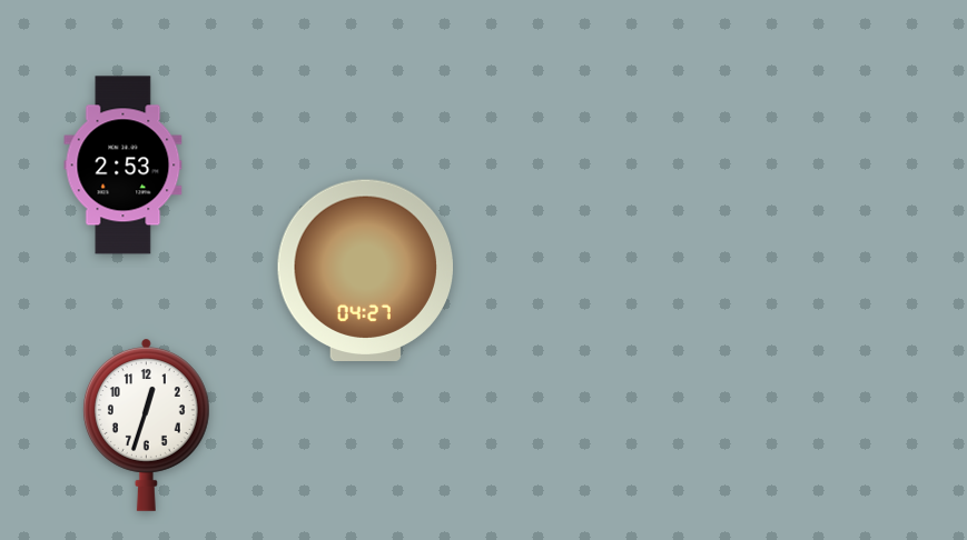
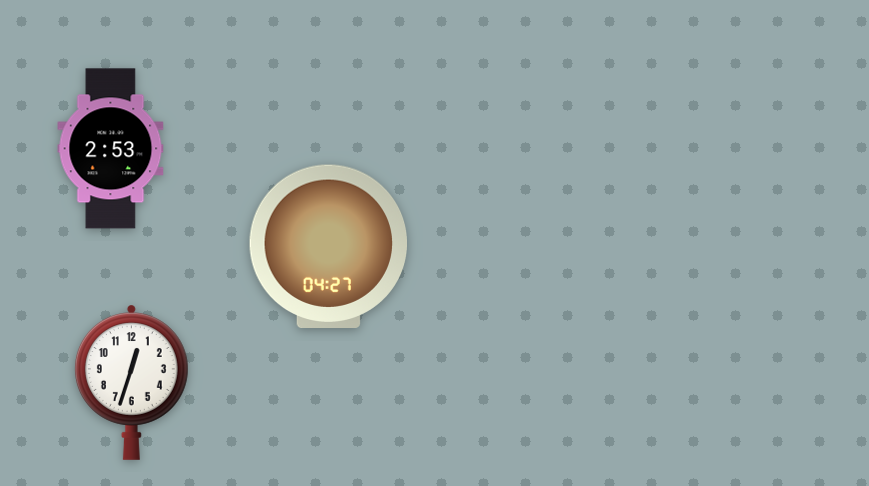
clock at (366, 271) position: (366, 271) -> (329, 247)
